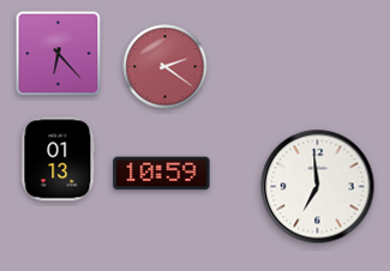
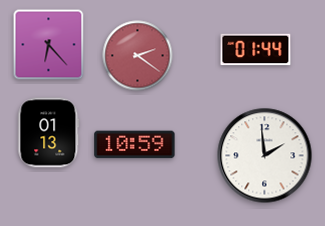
clock at (256, 50): none -> 01:44
clock at (318, 187): 6:59 -> 1:59
